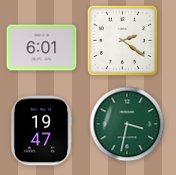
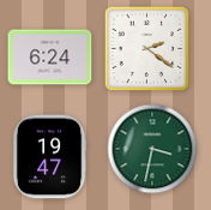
clock at (42, 48): 6:01 -> 6:24
